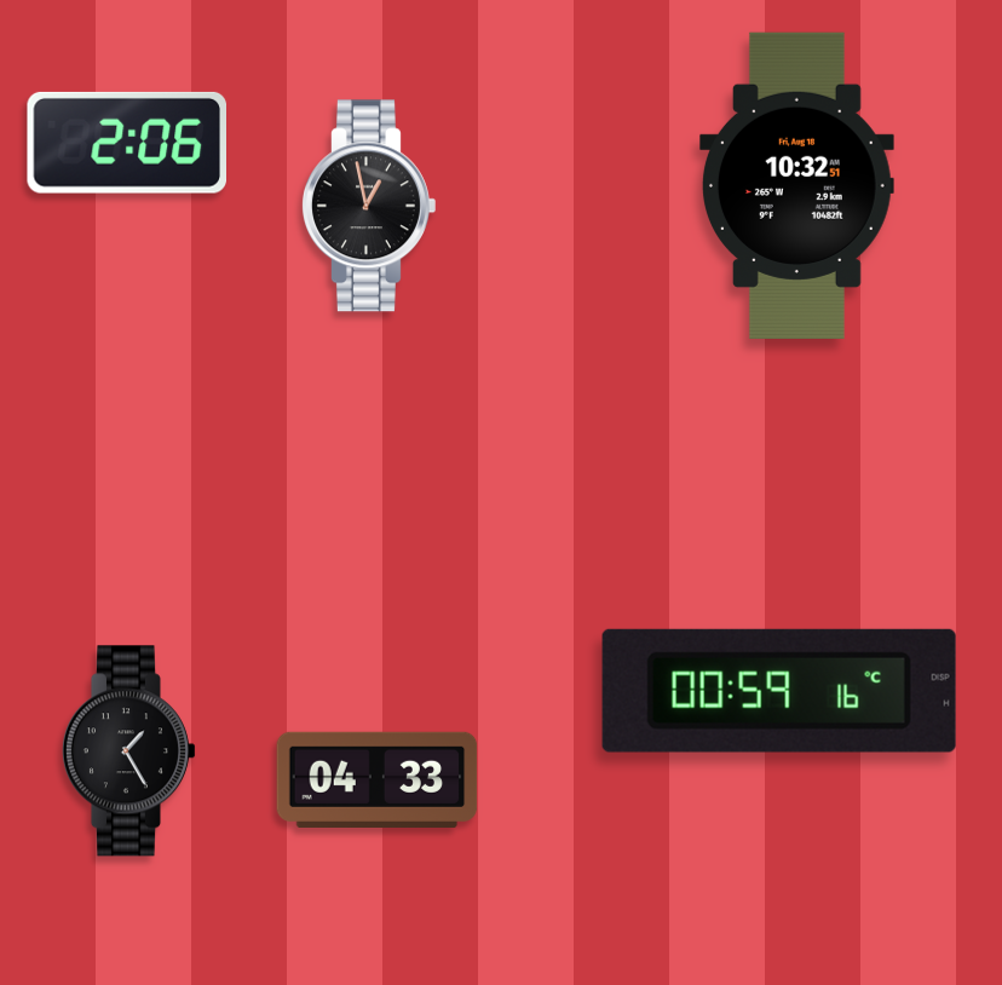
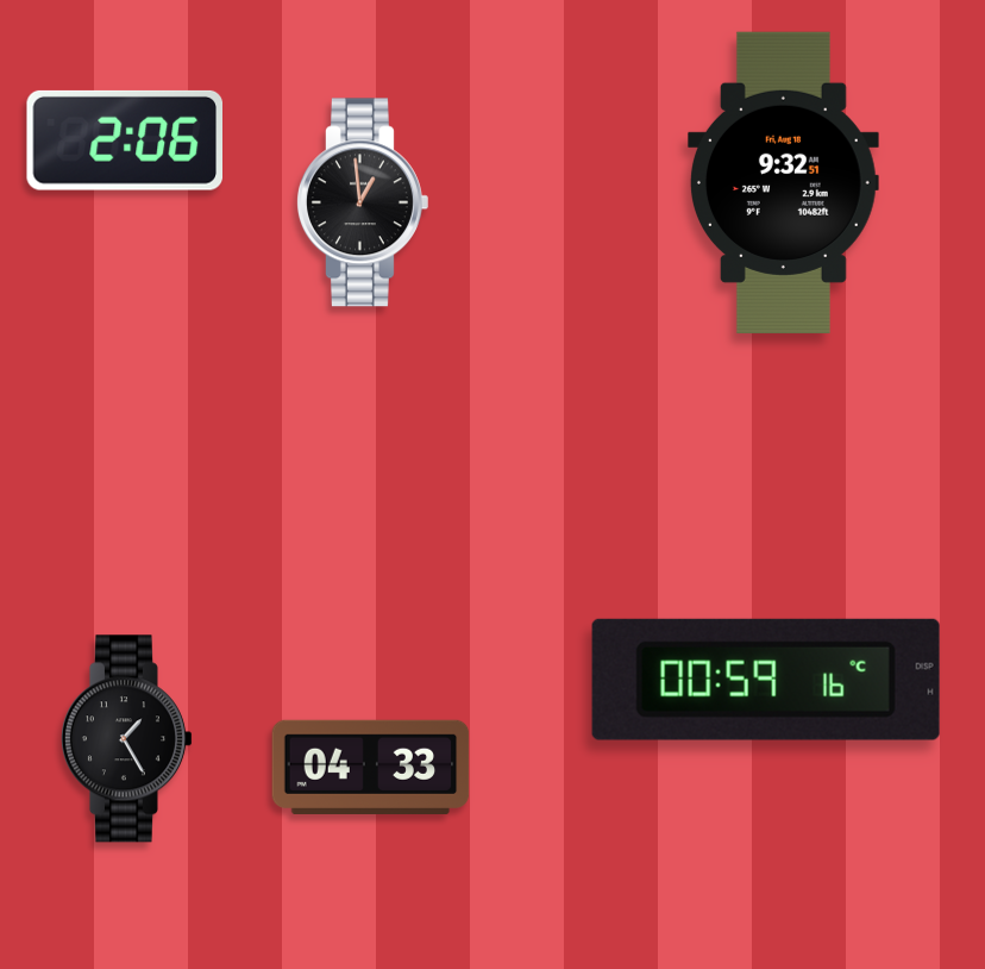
clock at (796, 185): 10:32 -> 9:32
clock at (368, 206): 12:58 -> 12:59
